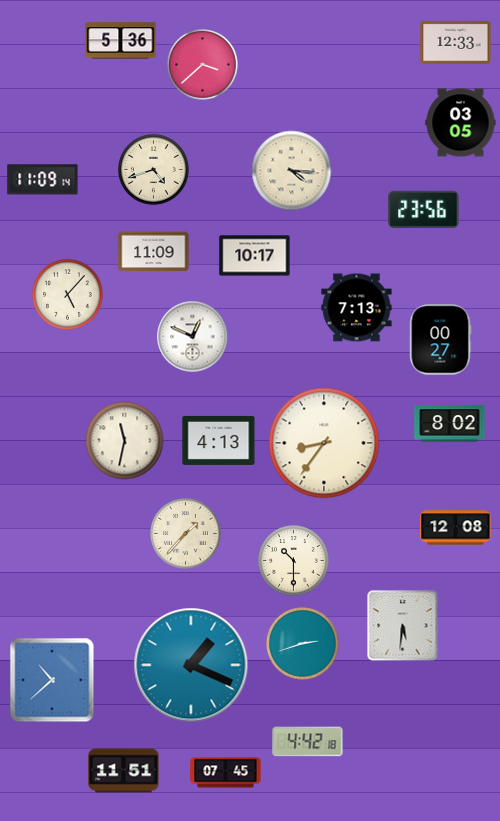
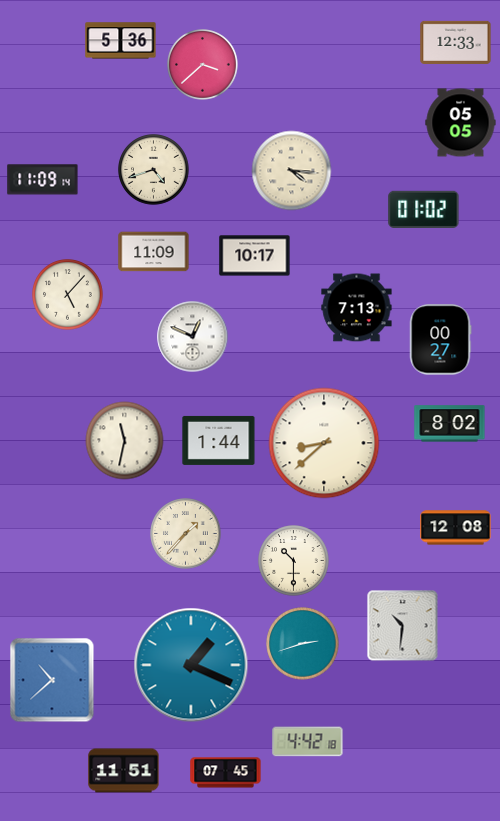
clock at (461, 123): 03:05 -> 05:05
clock at (424, 209): 23:56 -> 01:02
clock at (219, 440): 4:13 -> 1:44
clock at (324, 443): 8:36 -> 8:38
clock at (403, 626): 5:31 -> 10:31
